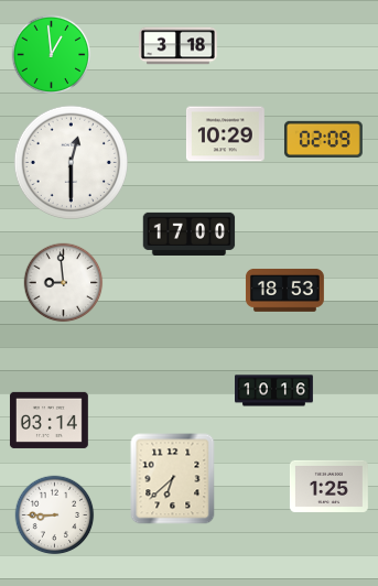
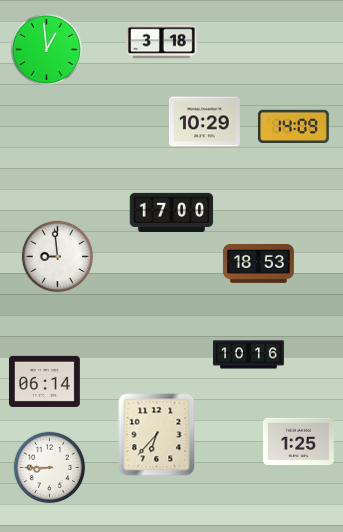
clock at (323, 139): 02:09 -> 14:09
clock at (71, 162): 12:30 -> none
clock at (48, 420): 03:14 -> 06:14
clock at (173, 479): 6:38 -> 6:37
